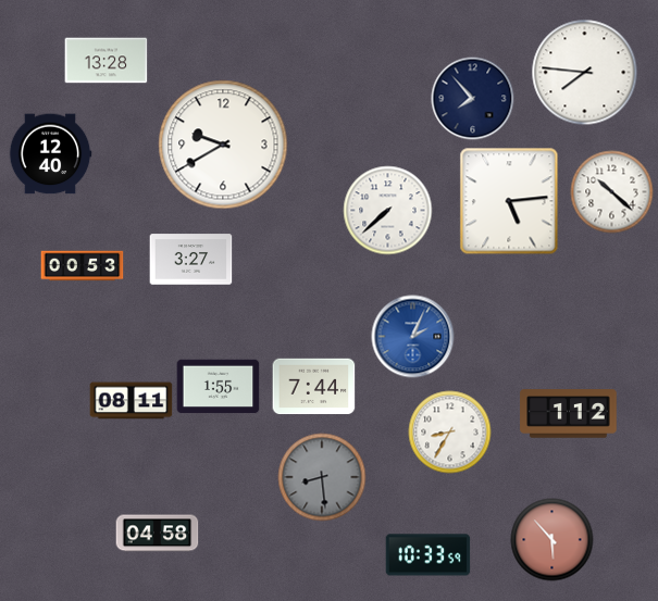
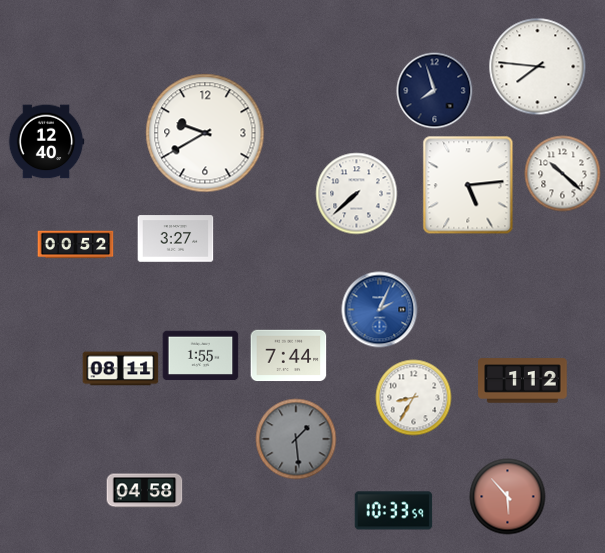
clock at (107, 61): 13:28 -> none
clock at (473, 99): 7:53 -> 7:57
clock at (612, 192) position: (612, 192) -> (563, 174)
clock at (83, 266): 00:53 -> 00:52
clock at (322, 477): 8:29 -> 1:29
